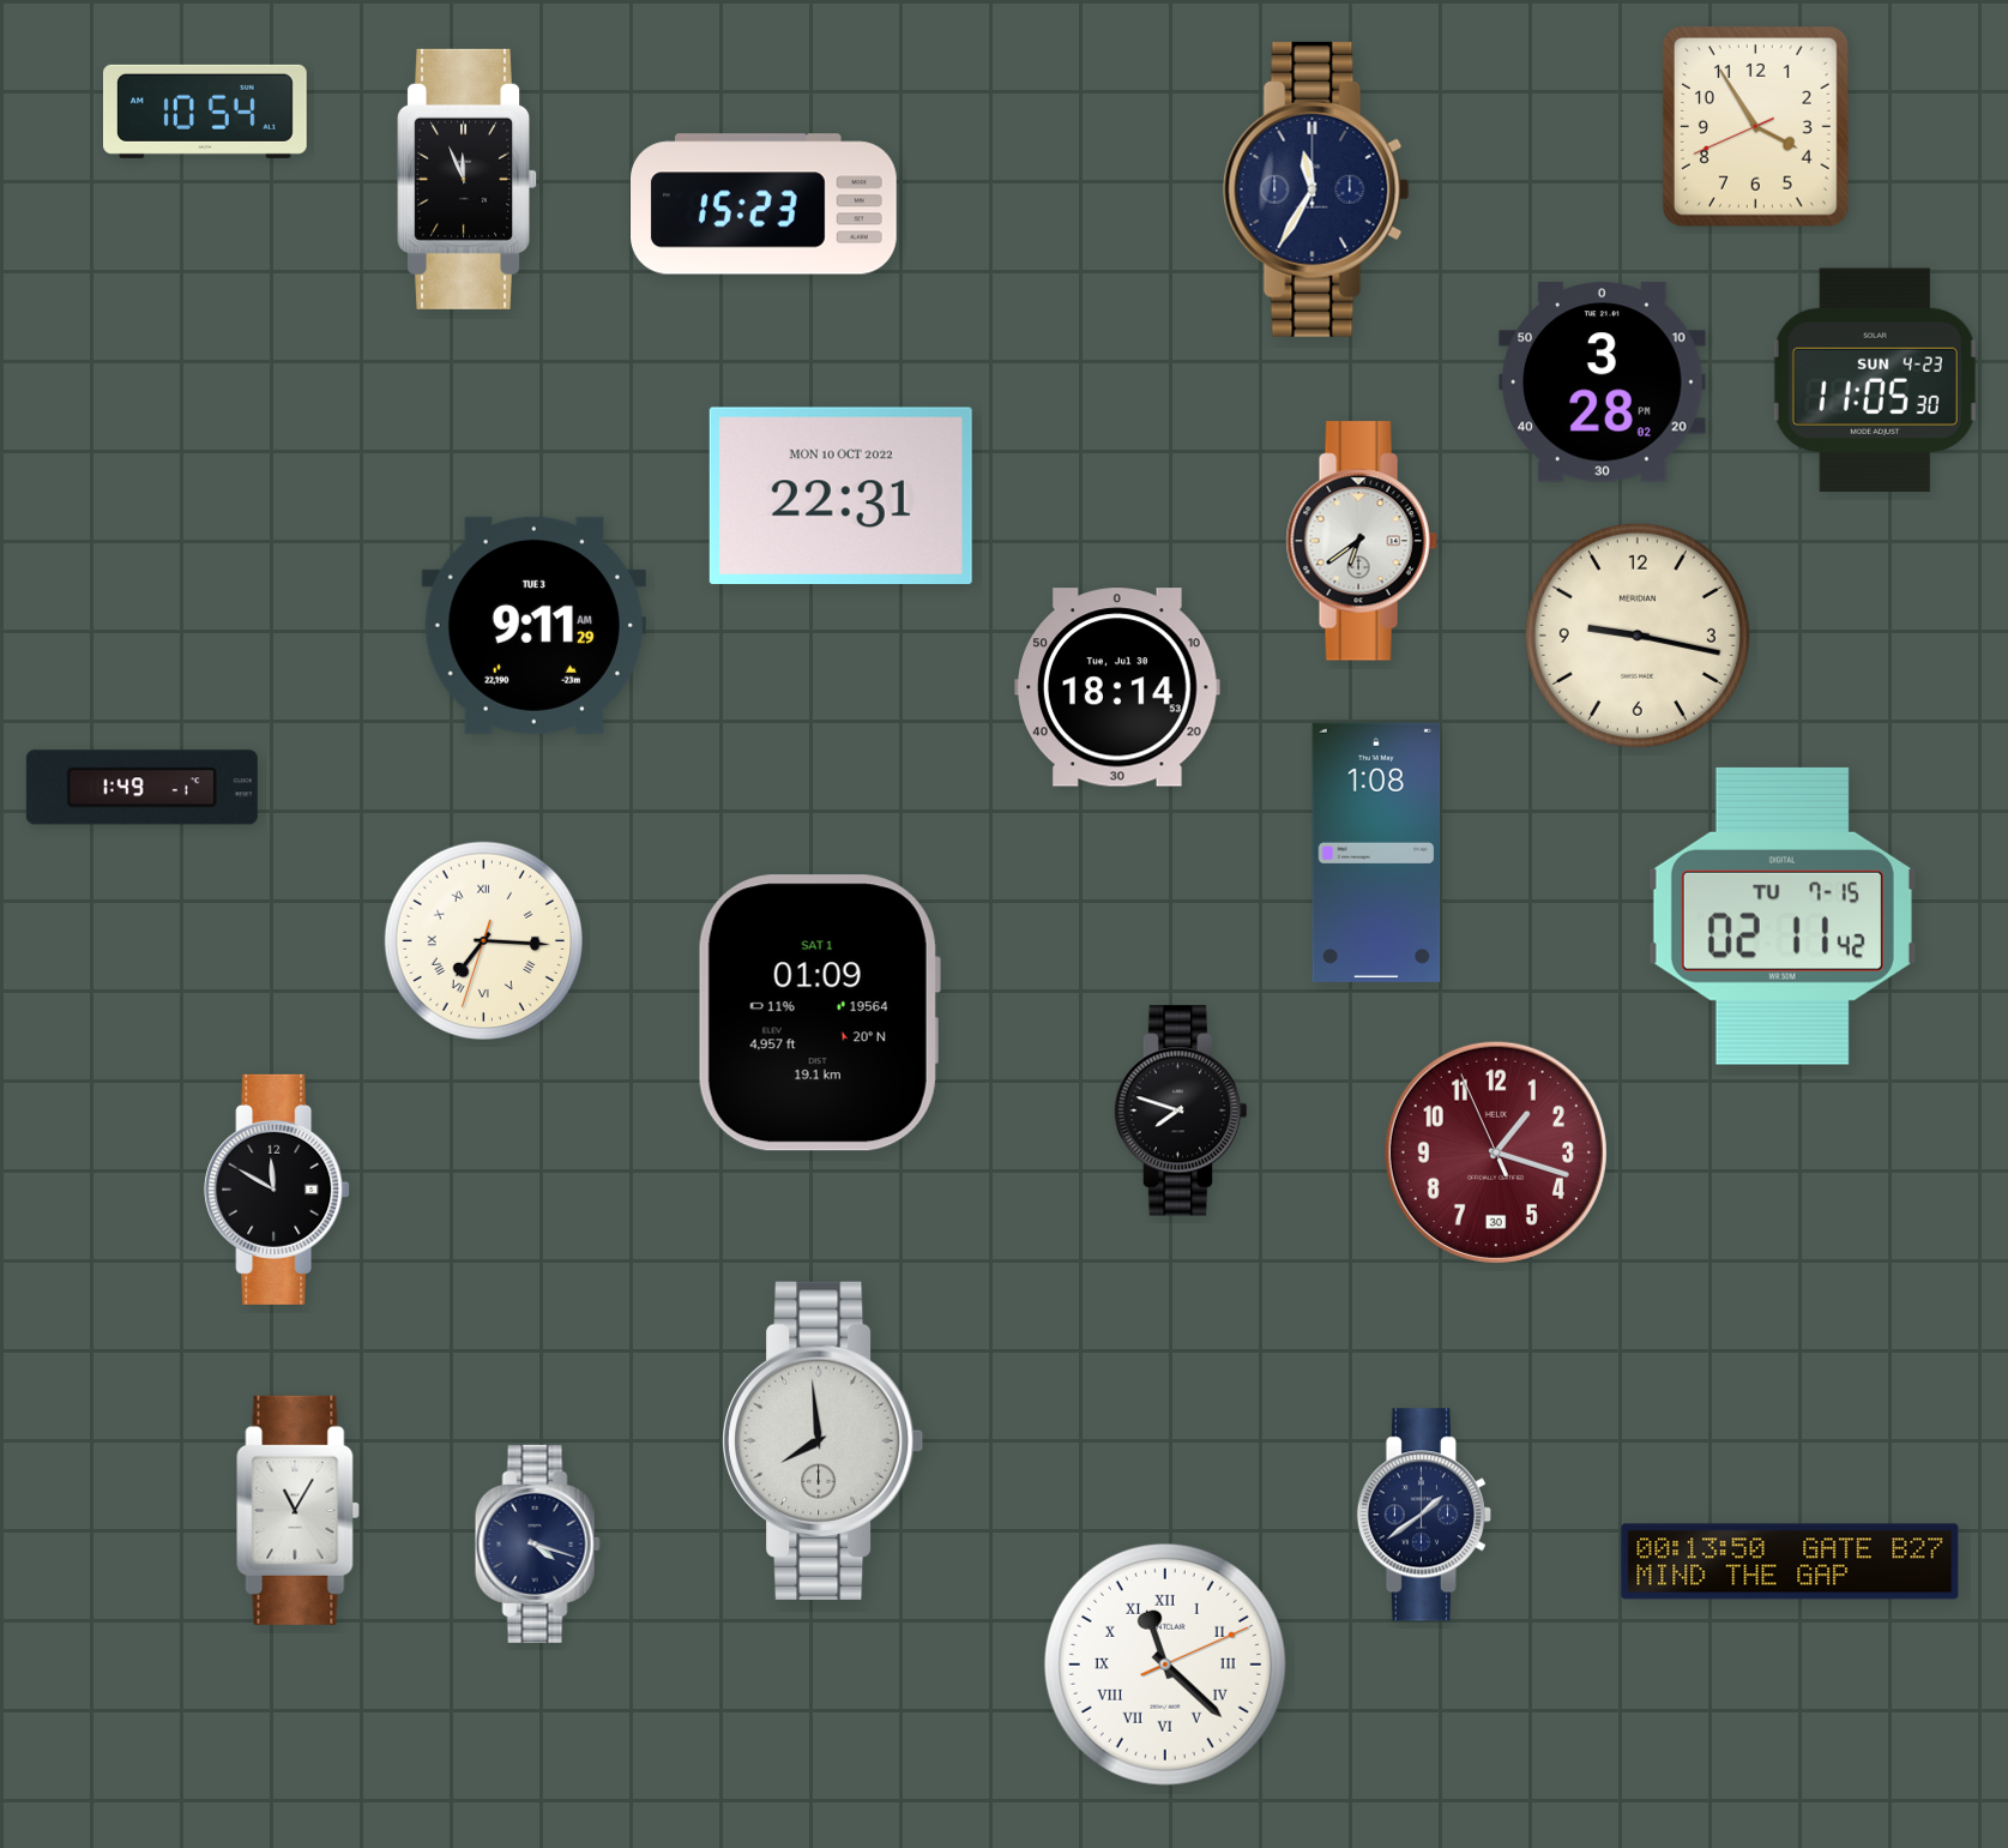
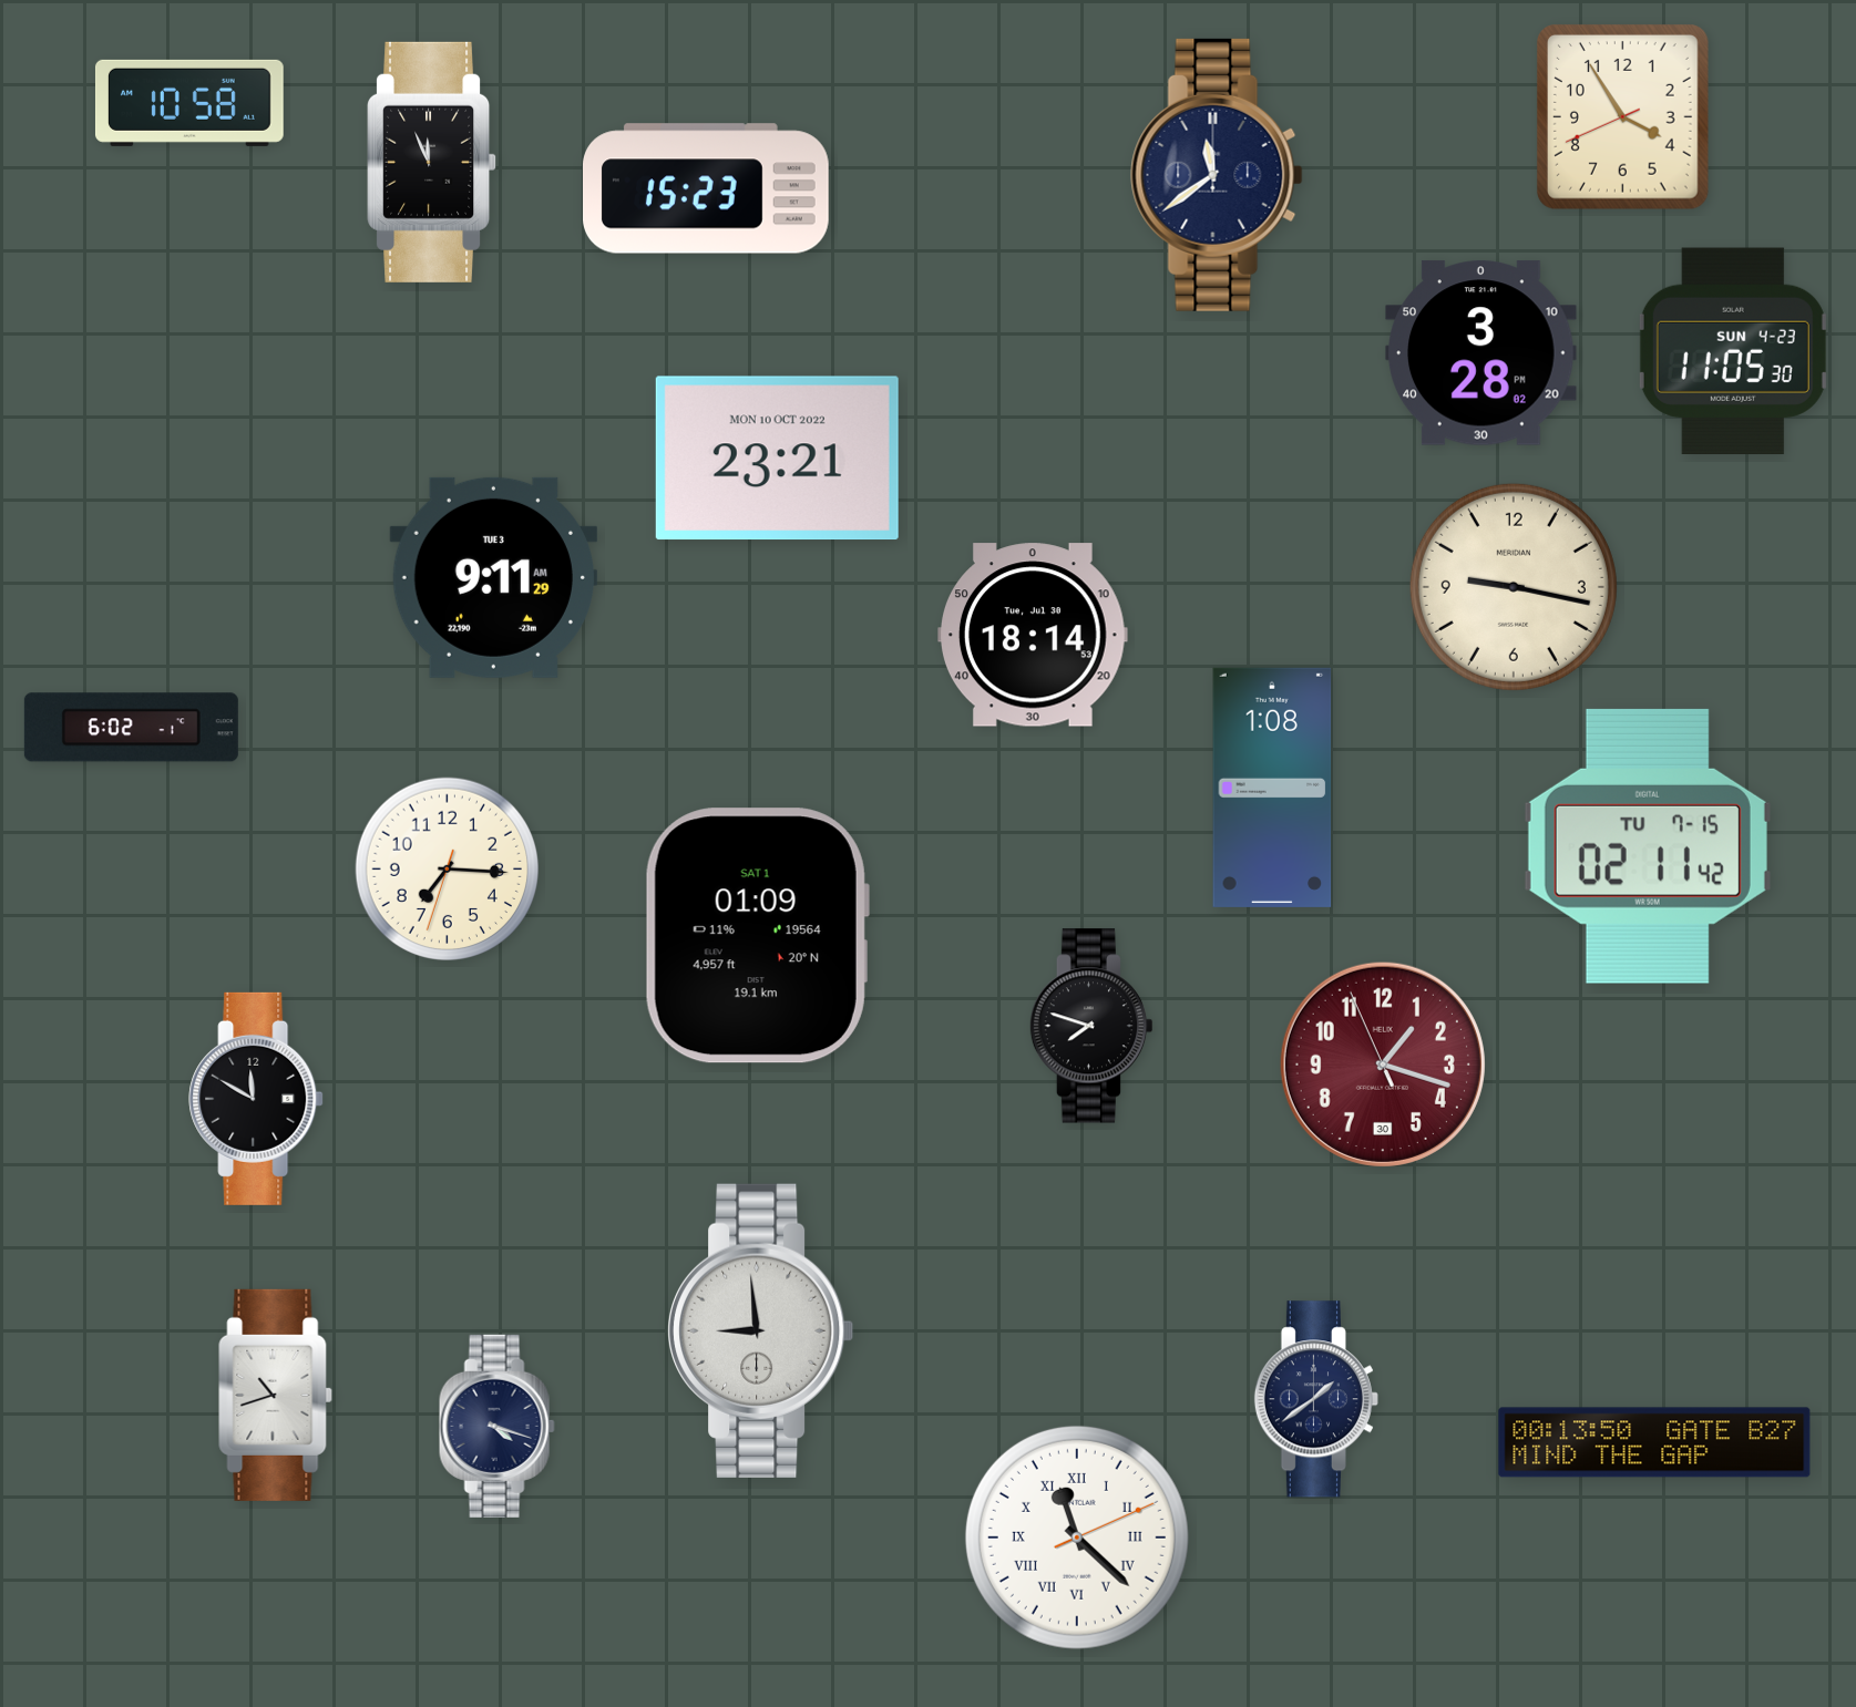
clock at (205, 112): 10:54 -> 10:58
clock at (469, 179) position: (469, 179) -> (433, 162)
clock at (1316, 189): 11:35 -> 11:39
clock at (840, 496): 22:31 -> 23:21
clock at (1362, 541): 6:39 -> none
clock at (141, 788): 1:49 -> 6:02
clock at (484, 941) numerals: Roman -> Arabic
clock at (824, 1440): 7:59 -> 8:59
clock at (299, 1510): 11:05 -> 10:42
